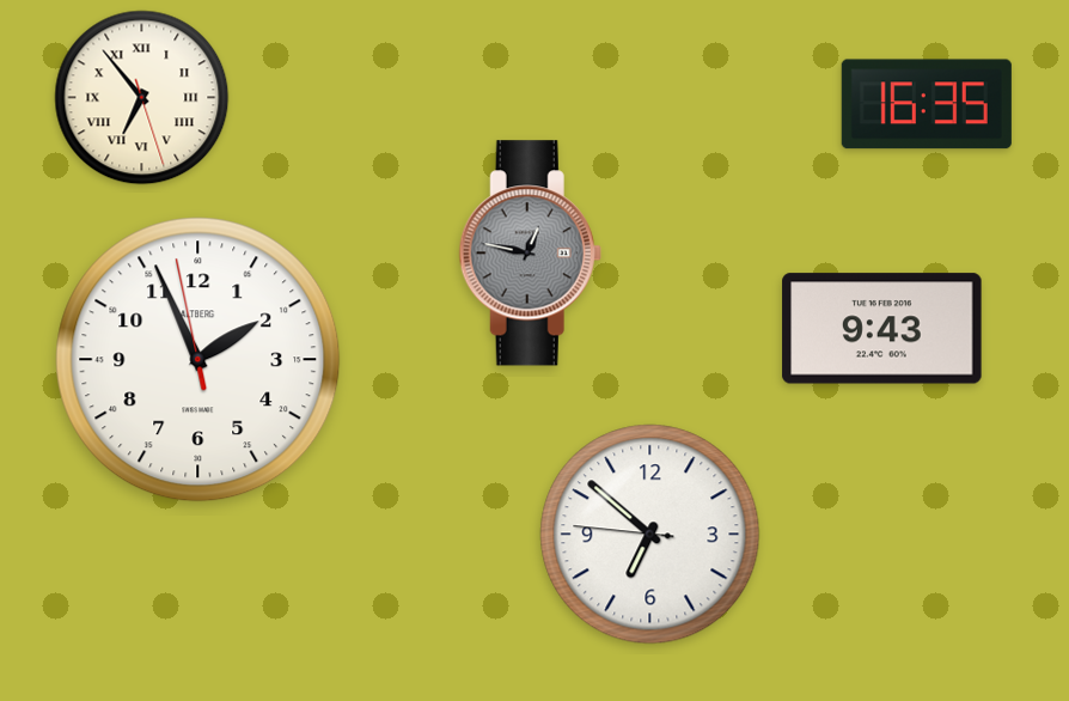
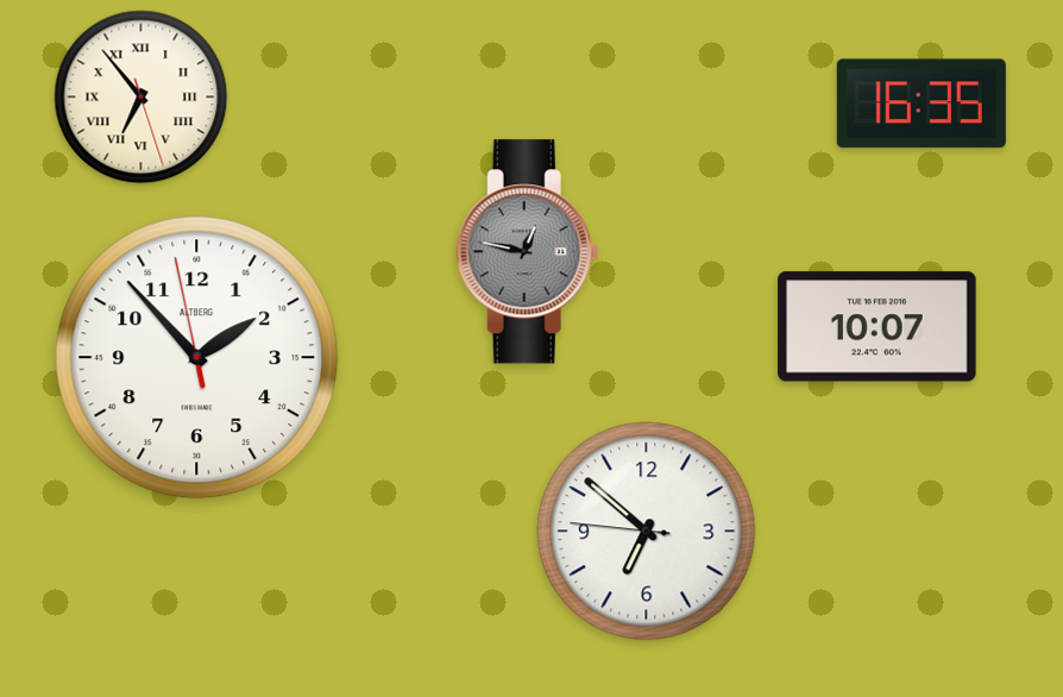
clock at (882, 329): 9:43 -> 10:07
clock at (198, 360): 1:55 -> 1:52
